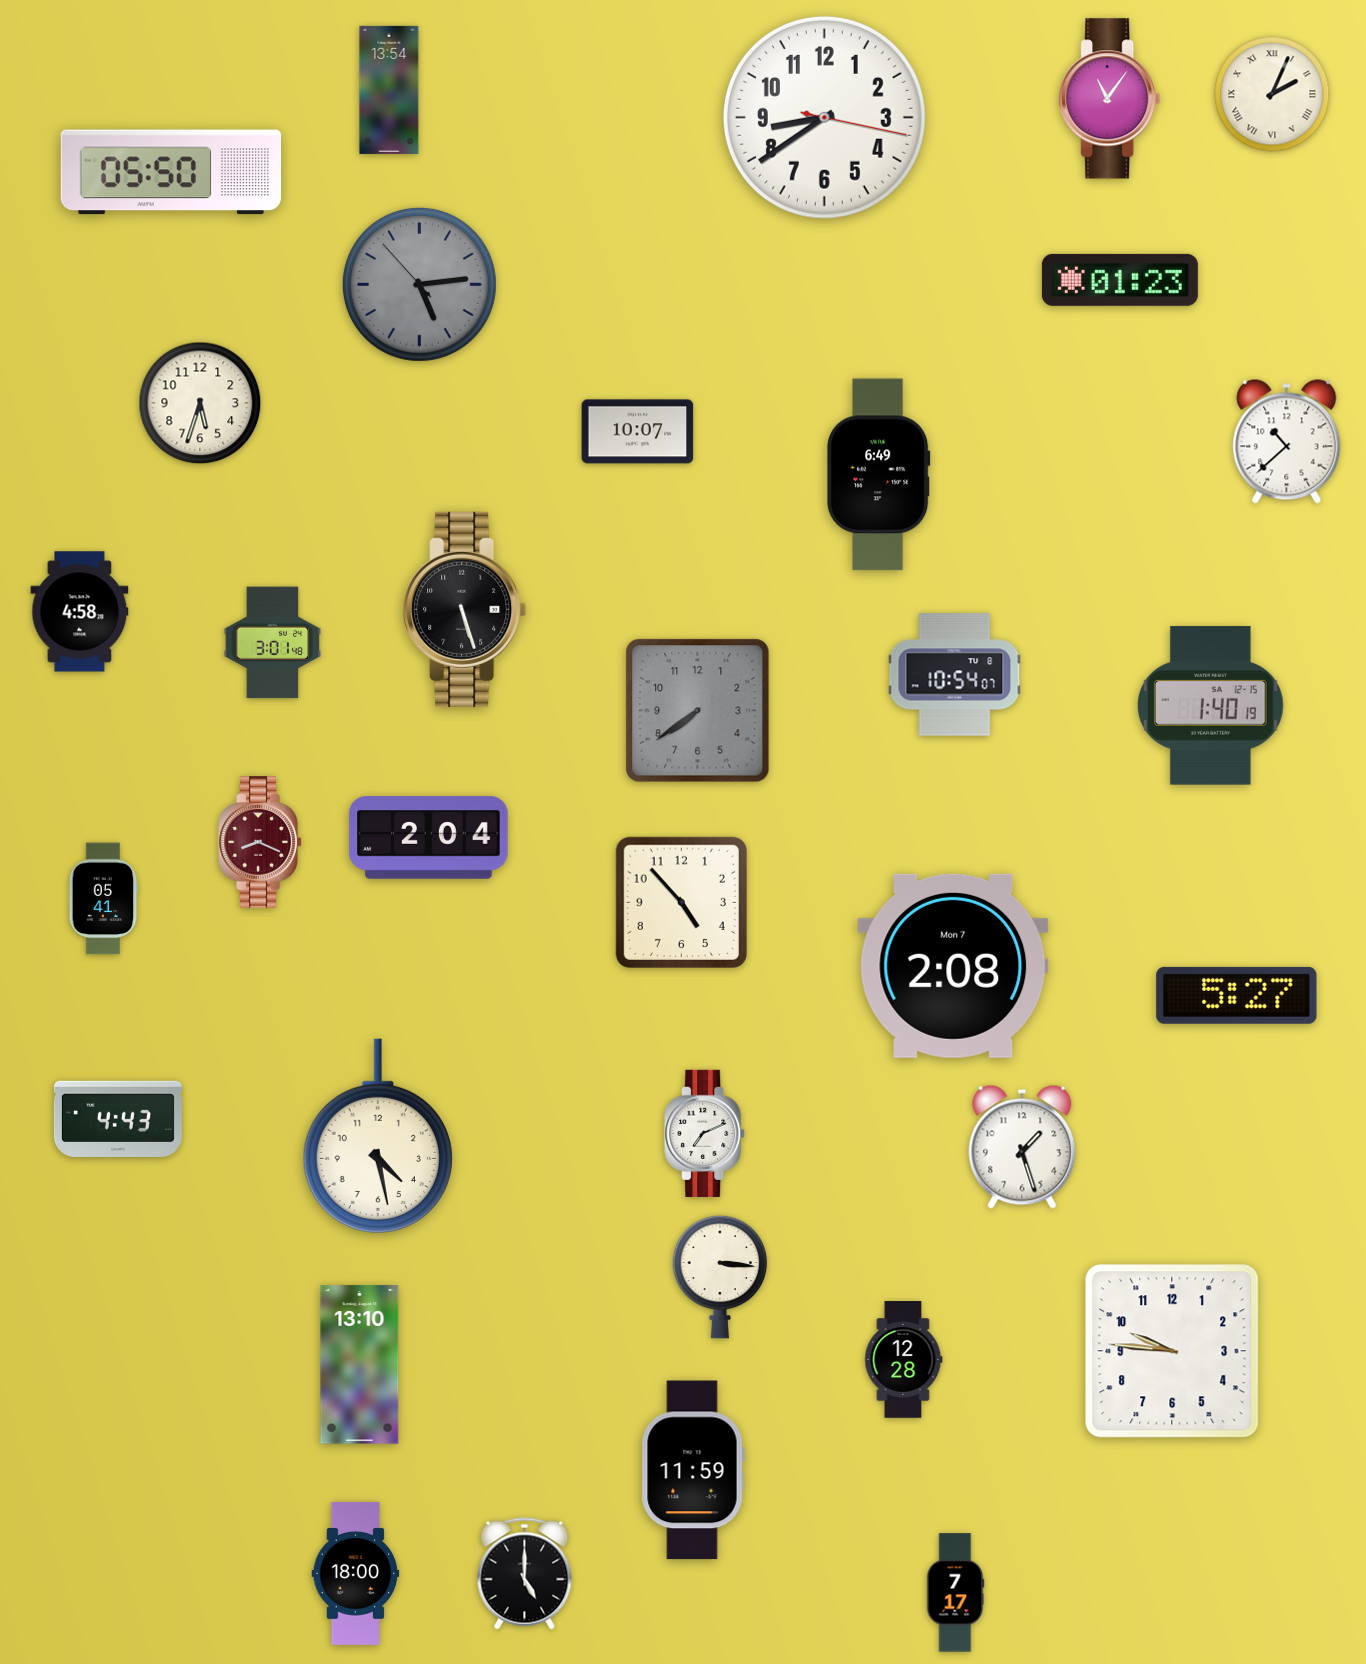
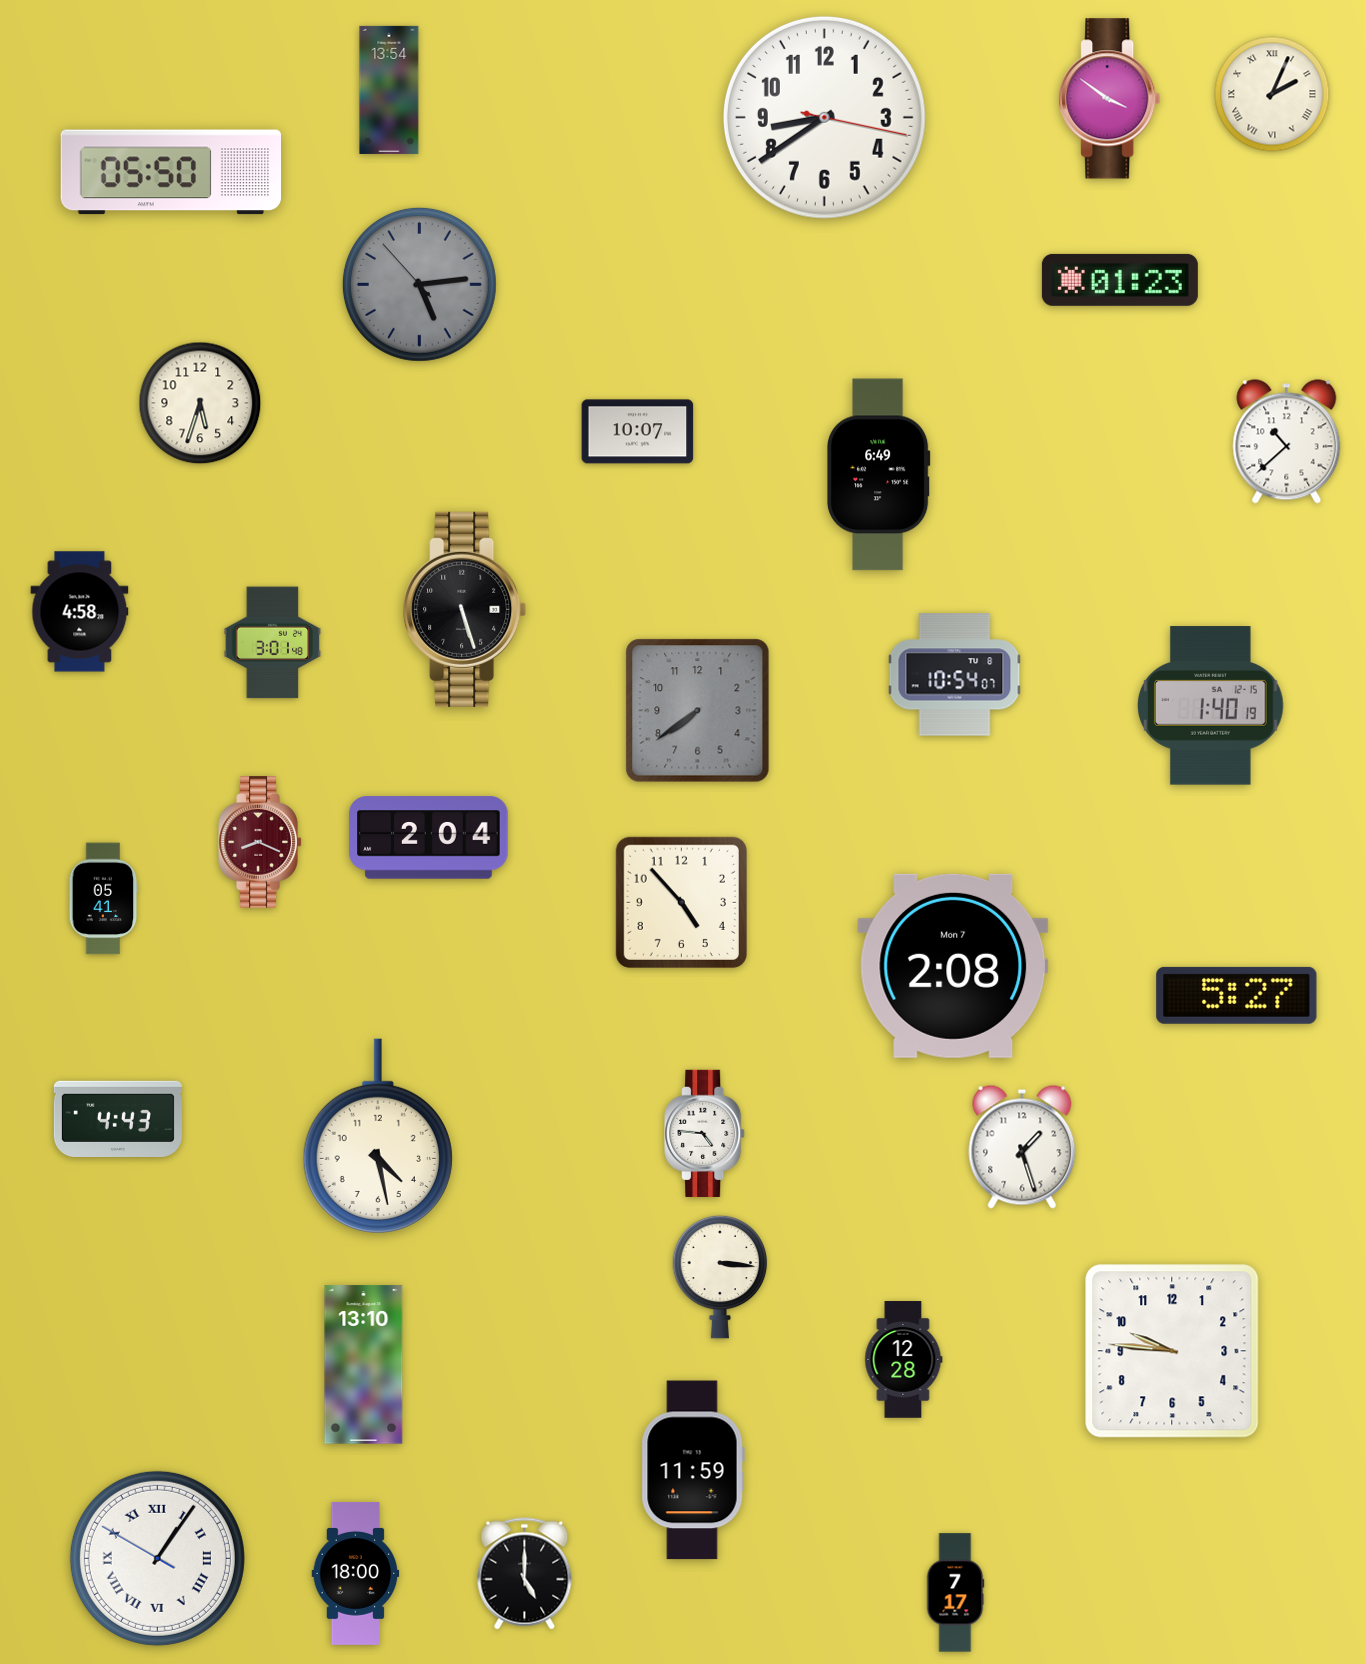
clock at (1110, 99): 11:06 -> 3:51
clock at (705, 1133): 7:11 -> 4:46
clock at (360, 1365) position: (360, 1365) -> (364, 1365)
clock at (157, 1558): none -> 1:05
